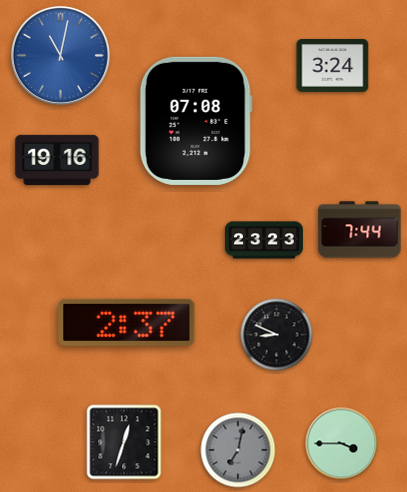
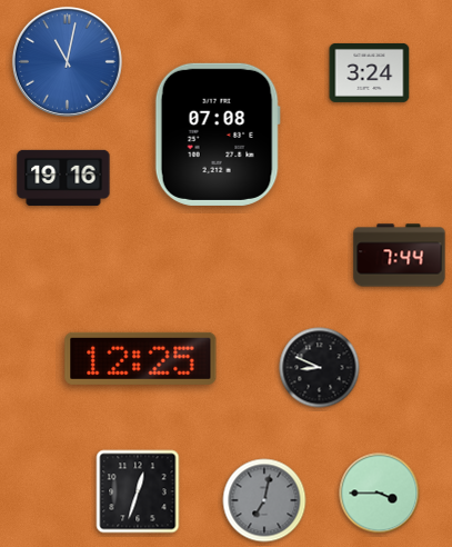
clock at (264, 240): 23:23 -> none
clock at (127, 322): 2:37 -> 12:25
clock at (277, 335) position: (277, 335) -> (320, 368)
